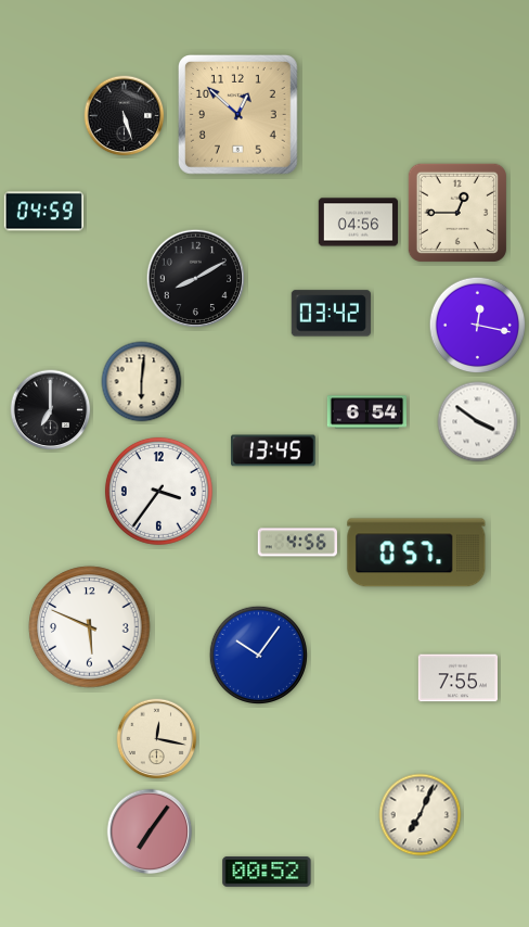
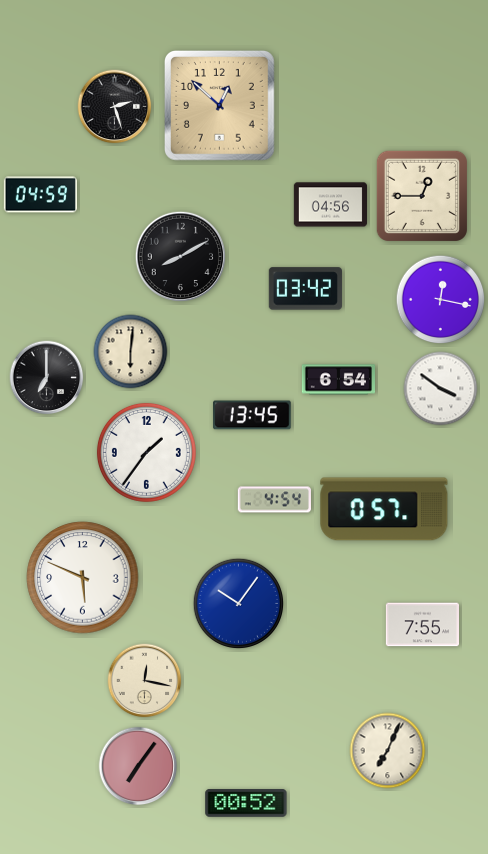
clock at (125, 116): 5:27 -> 2:27
clock at (158, 491): 3:36 -> 1:36
clock at (297, 543): 4:56 -> 4:54
